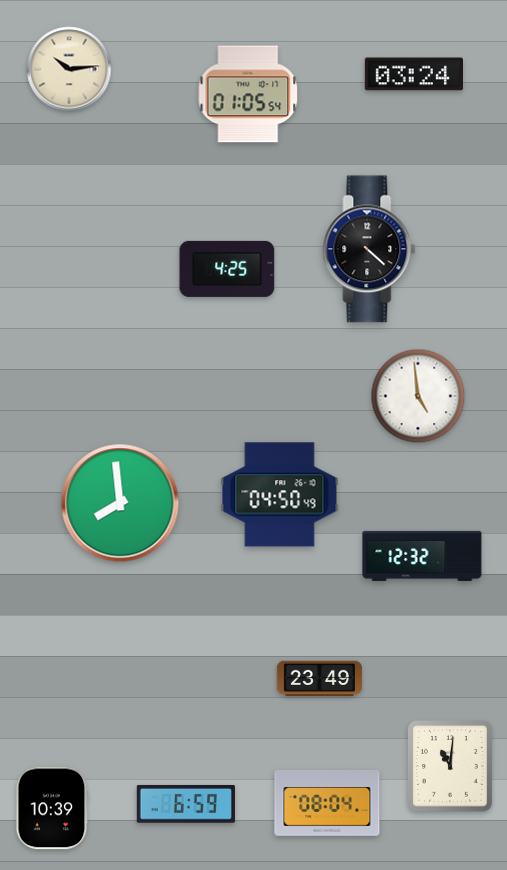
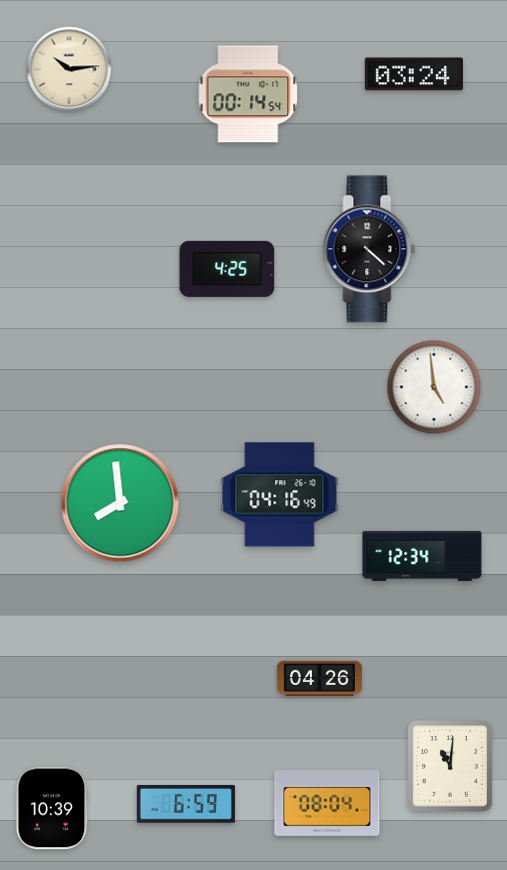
clock at (248, 94): 01:05 -> 00:14
clock at (418, 396) position: (418, 396) -> (434, 387)
clock at (280, 495): 04:50 -> 04:16
clock at (422, 556): 12:32 -> 12:34
clock at (319, 679): 23:49 -> 04:26
